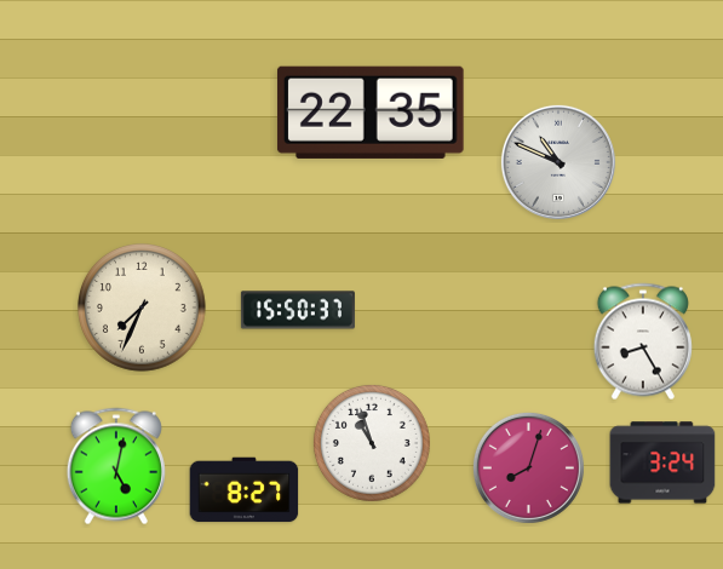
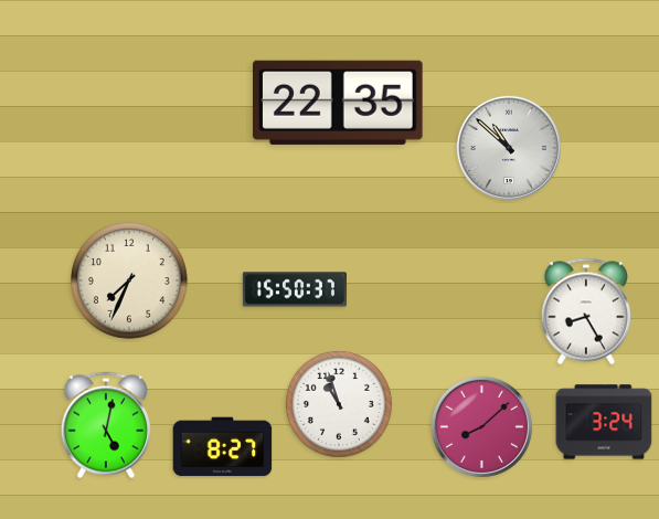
clock at (558, 162): 10:49 -> 10:52
clock at (298, 310) position: (298, 310) -> (295, 289)
clock at (528, 467): 8:03 -> 8:08
